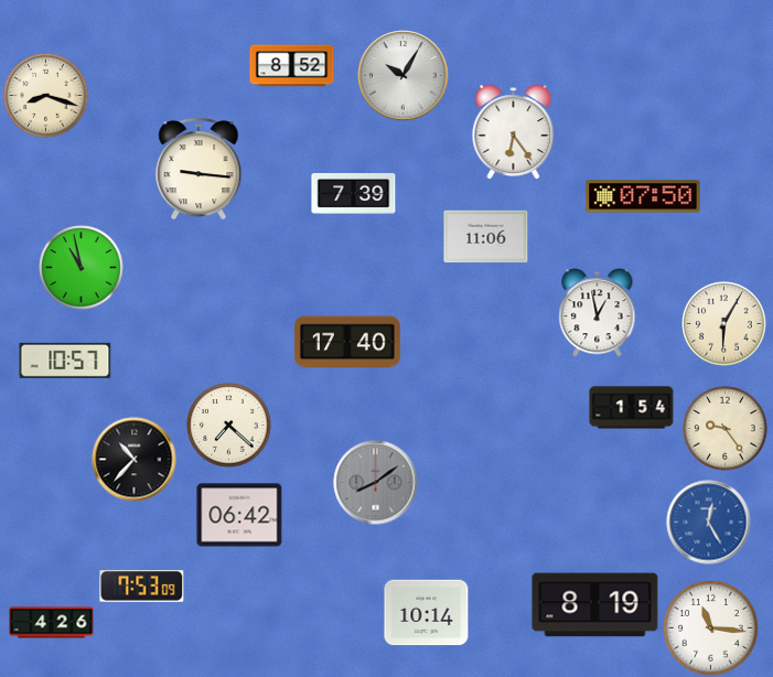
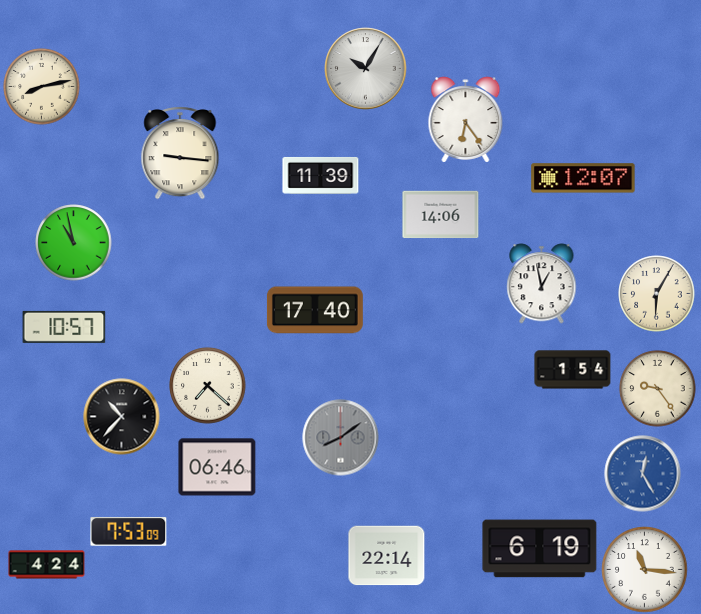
clock at (292, 66): 8:52 -> none
clock at (46, 96): 8:18 -> 8:13
clock at (354, 193): 7:39 -> 11:39
clock at (643, 196): 07:50 -> 12:07
clock at (486, 237): 11:06 -> 14:06
clock at (65, 361) position: (65, 361) -> (64, 327)
clock at (239, 515): 06:42 -> 06:46
clock at (595, 605): 8:19 -> 6:19
clock at (427, 613): 10:14 -> 22:14
clock at (52, 623): 4:26 -> 4:24
